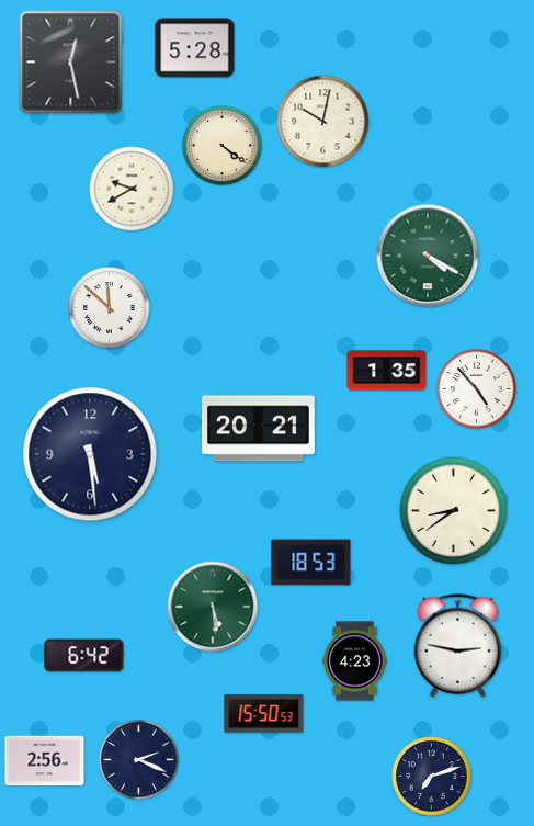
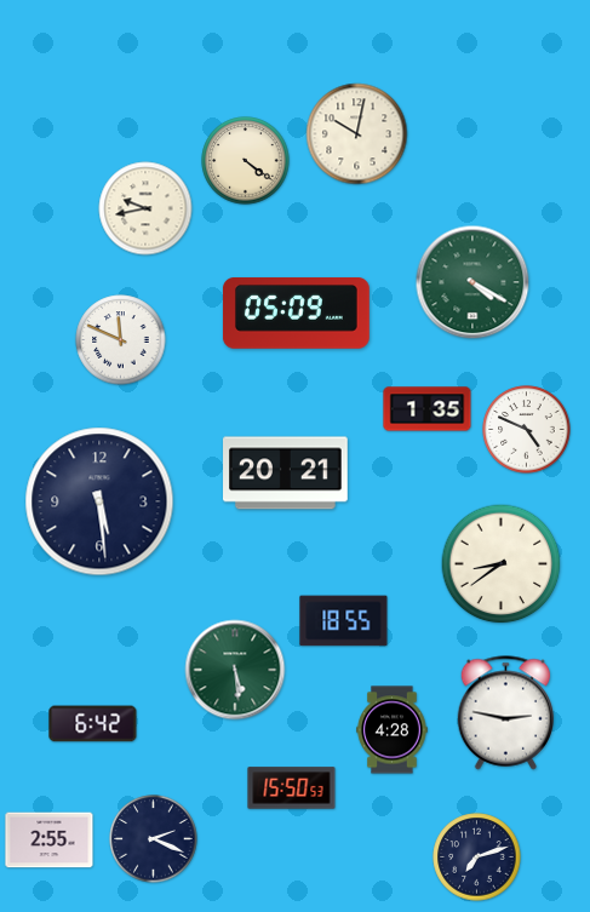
clock at (195, 48): 5:28 -> none
clock at (71, 63): 12:28 -> none
clock at (132, 189): 9:40 -> 9:43
clock at (296, 314): none -> 05:09
clock at (110, 308): 11:52 -> 11:49
clock at (477, 389): 4:53 -> 4:49
clock at (311, 563): 18:53 -> 18:55
clock at (355, 661): 4:23 -> 4:28
clock at (45, 761): 2:56 -> 2:55
